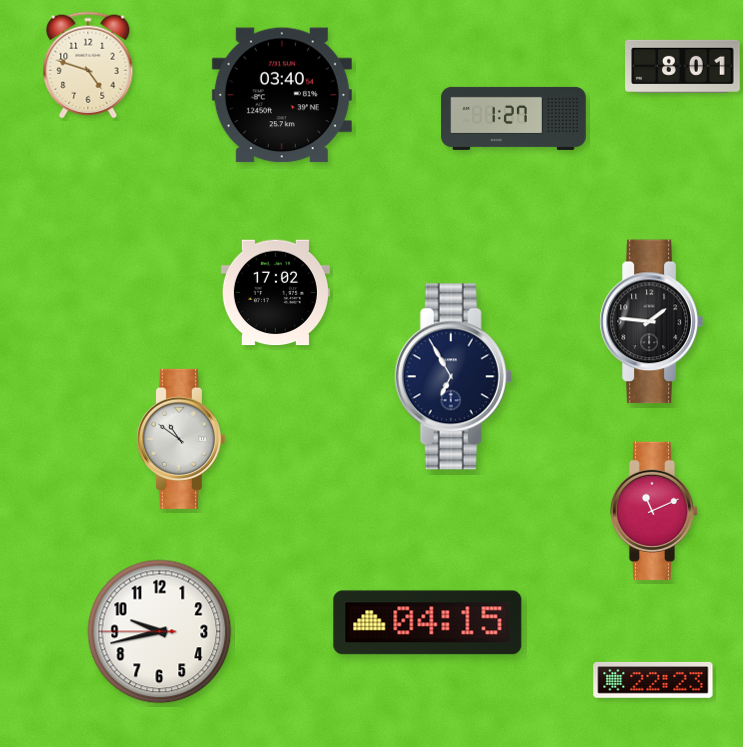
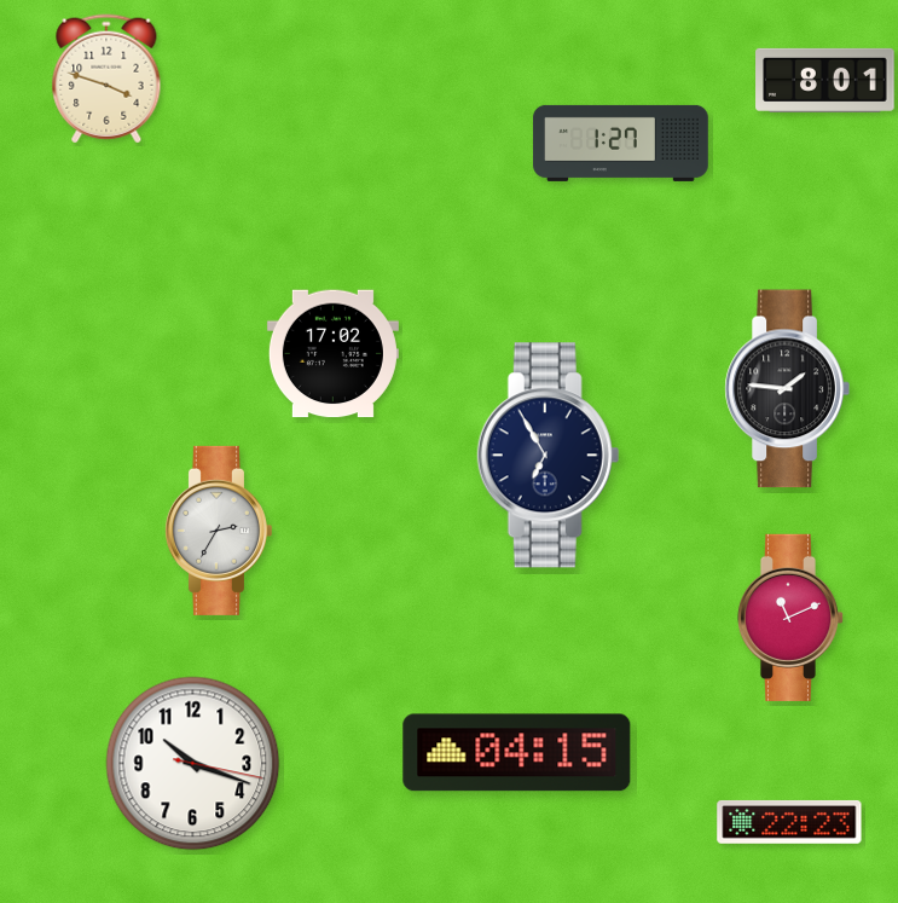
clock at (88, 65): 4:48 -> 3:48
clock at (282, 95): 03:40 -> none
clock at (180, 439): 10:51 -> 2:35
clock at (160, 632): 9:42 -> 10:18
